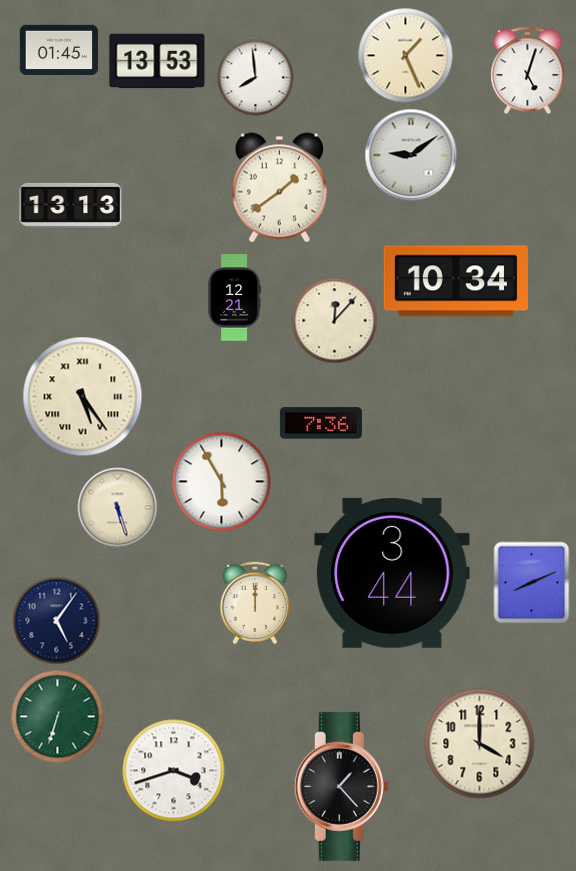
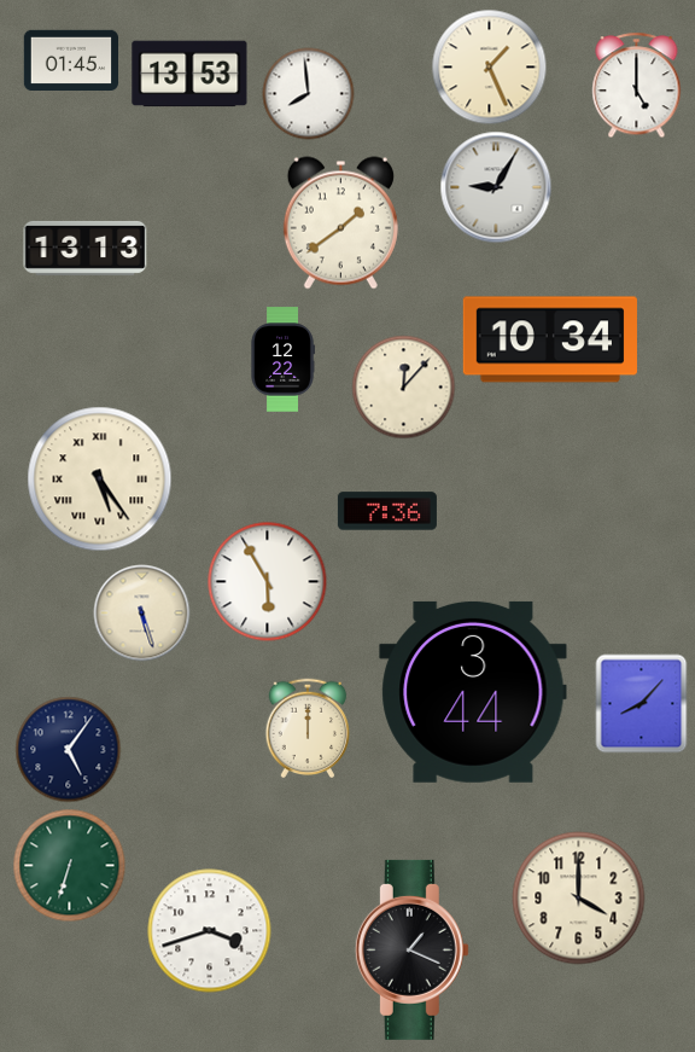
clock at (528, 71): 5:03 -> 5:00
clock at (411, 155): 9:09 -> 9:05
clock at (279, 188) position: (279, 188) -> (340, 223)
clock at (234, 298): 12:21 -> 12:22
clock at (532, 583): 8:11 -> 8:07
clock at (341, 786): 1:23 -> 1:19
